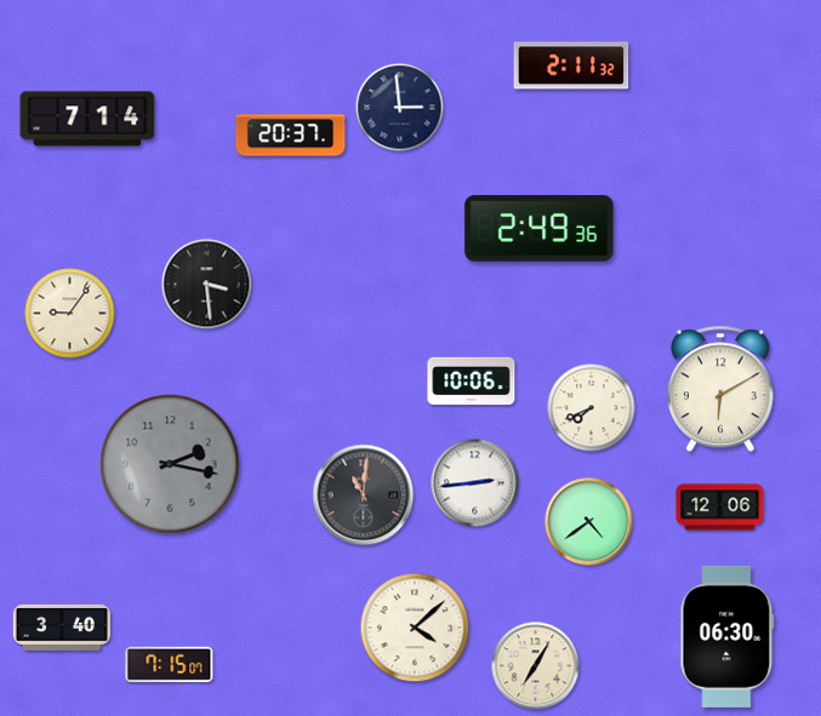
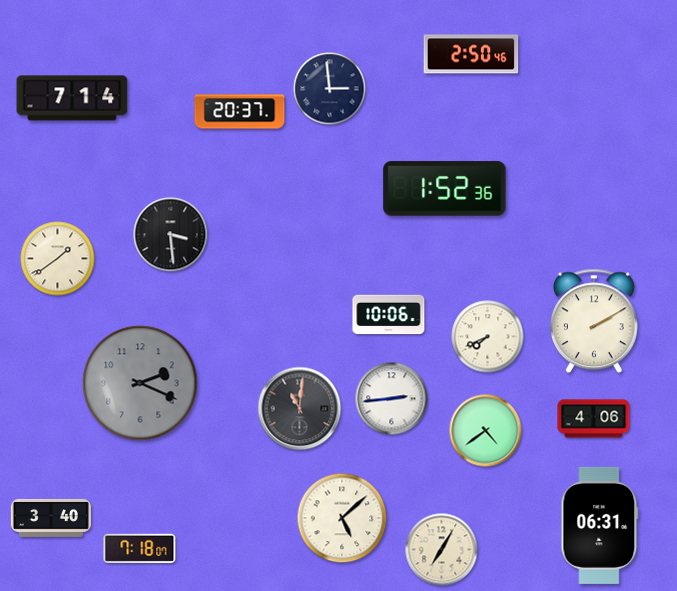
clock at (571, 65): 2:11 -> 2:50
clock at (540, 229): 2:49 -> 1:52
clock at (70, 314): 9:06 -> 1:39
clock at (720, 389): 6:10 -> 2:10
clock at (170, 464): 2:17 -> 2:19
clock at (720, 508): 12:06 -> 4:06
clock at (415, 628): 4:08 -> 5:08
clock at (728, 636): 06:30 -> 06:31
clock at (170, 664): 7:15 -> 7:18
